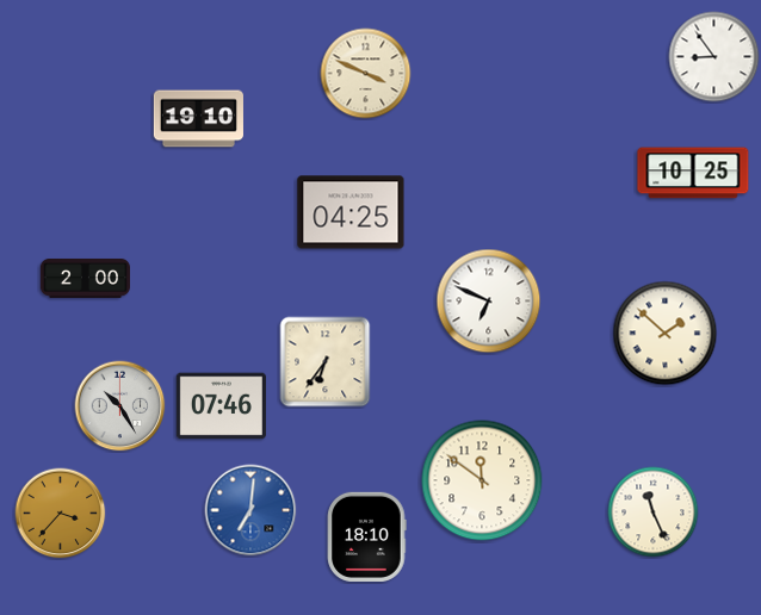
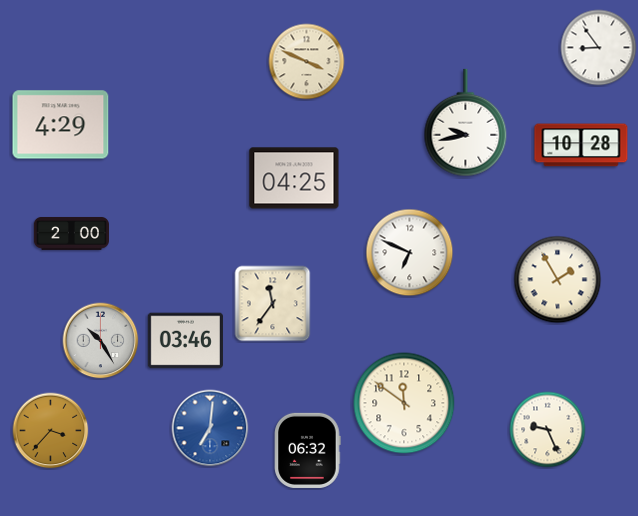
clock at (198, 119): 19:10 -> none
clock at (466, 123): none -> 9:43
clock at (61, 125): none -> 4:29
clock at (693, 173): 10:25 -> 10:28
clock at (666, 334): 1:52 -> 1:55
clock at (326, 362): 6:36 -> 11:36
clock at (221, 406): 07:46 -> 03:46
clock at (654, 512): 11:26 -> 9:26
clock at (367, 536): 18:10 -> 06:32
